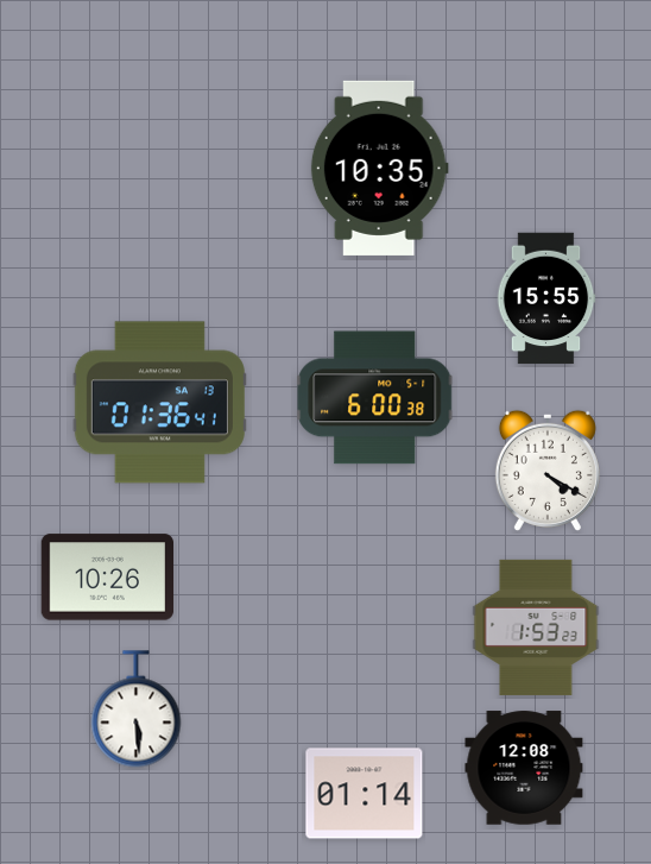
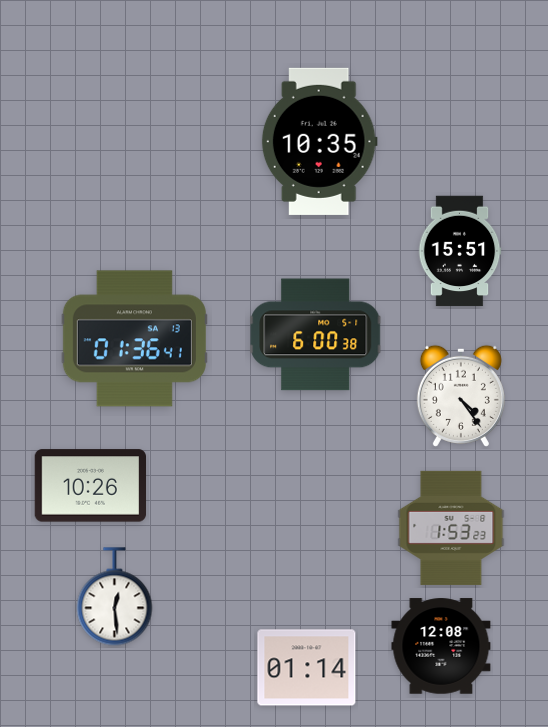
clock at (546, 298): 15:55 -> 15:51
clock at (548, 471): 4:20 -> 4:24
clock at (137, 710): 5:29 -> 12:29
